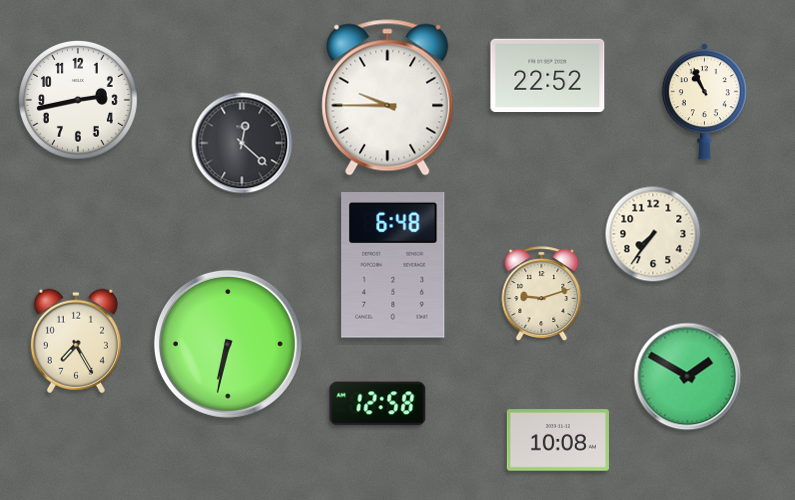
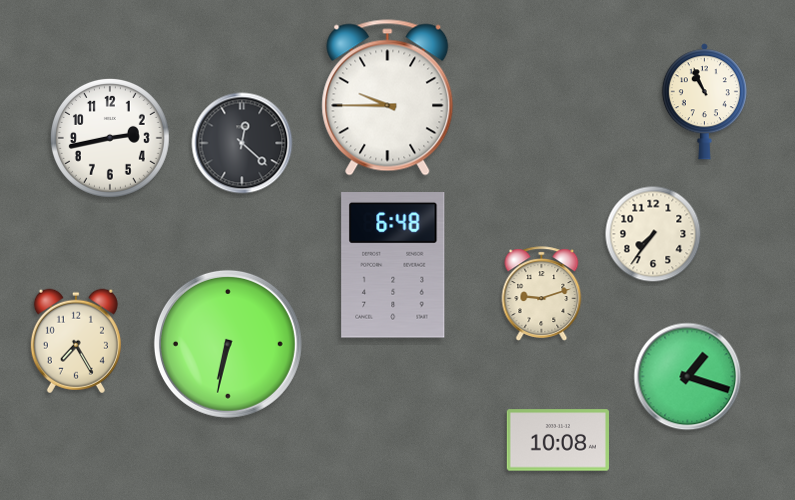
clock at (548, 75): 22:52 -> none
clock at (78, 100) position: (78, 100) -> (110, 138)
clock at (688, 377): 1:50 -> 1:18
clock at (378, 404): 12:58 -> none
